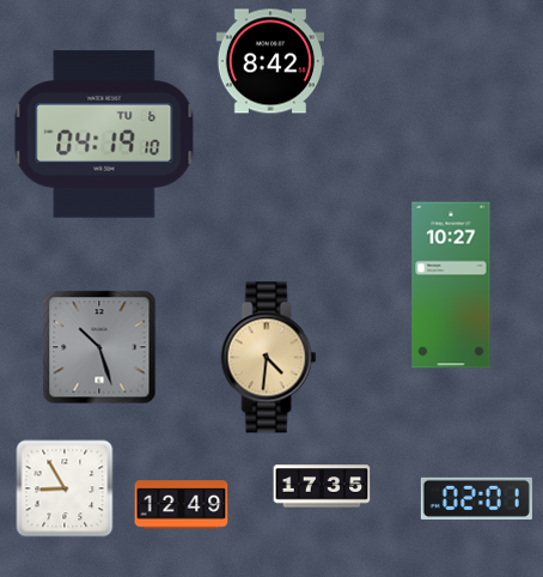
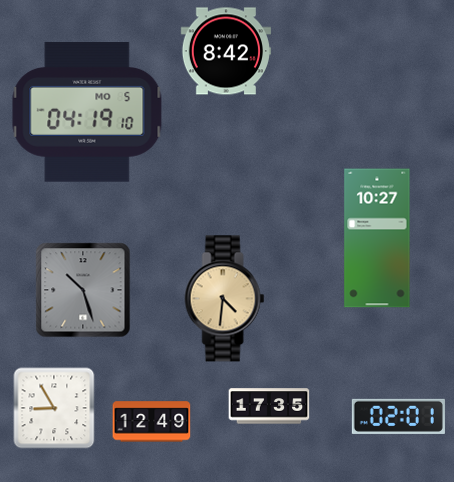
clock at (104, 134) date: TU 6 -> MO 5
